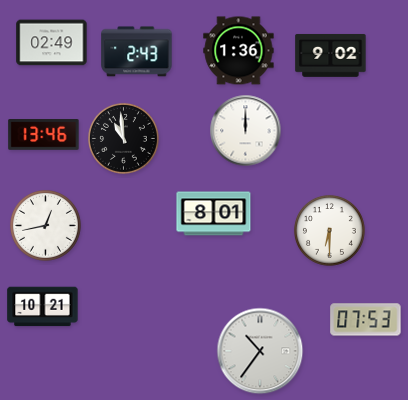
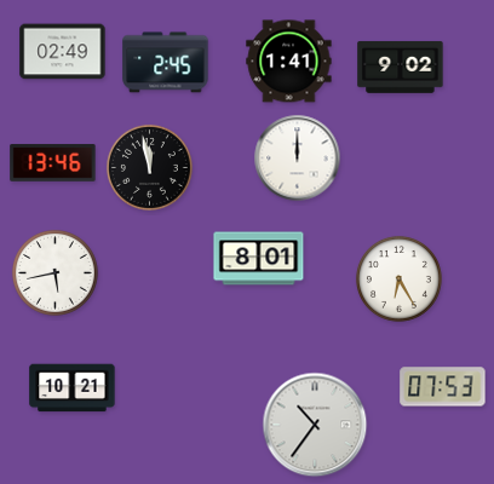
clock at (239, 51): 1:36 -> 1:41
clock at (137, 52): 2:43 -> 2:45
clock at (123, 138): 10:59 -> 11:58
clock at (45, 225): 12:43 -> 5:43
clock at (329, 230): 6:30 -> 6:25
clock at (43, 307) position: (43, 307) -> (73, 388)
